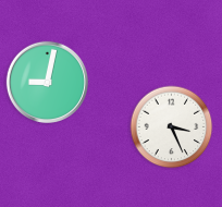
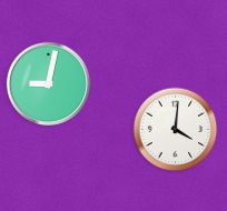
clock at (172, 127): 3:26 -> 4:01
